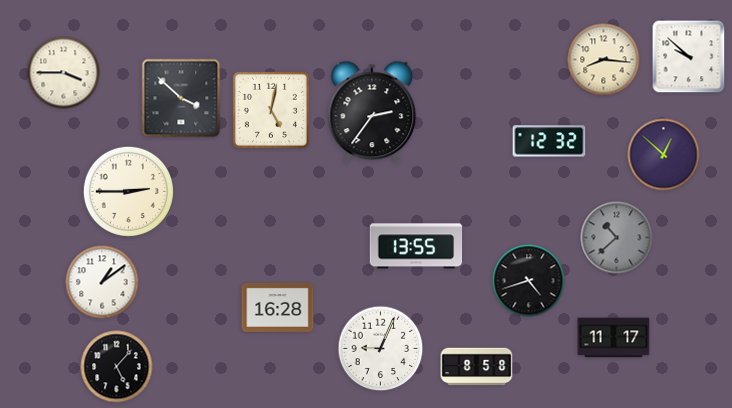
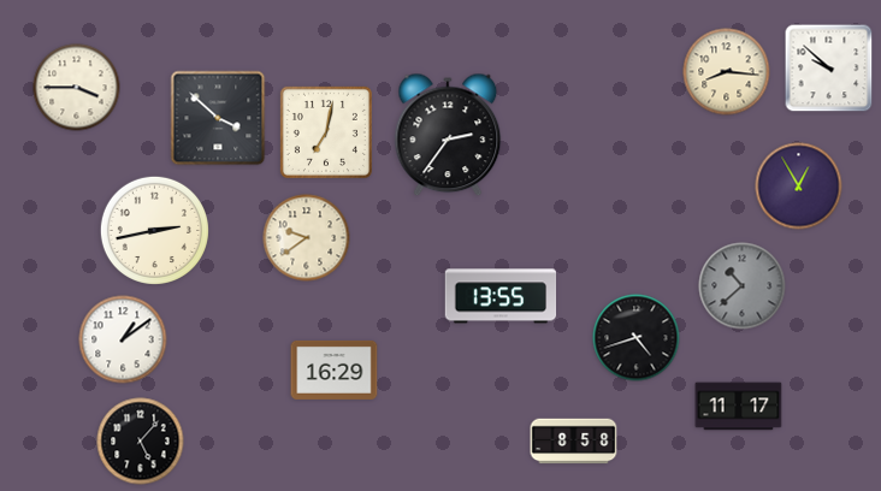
clock at (271, 110): 5:02 -> 7:02
clock at (549, 141): 12:32 -> none
clock at (664, 155): 12:52 -> 12:55
clock at (128, 191): 2:45 -> 2:43
clock at (307, 238): none -> 9:39
clock at (278, 307): 16:28 -> 16:29
clock at (381, 349): 9:04 -> none
